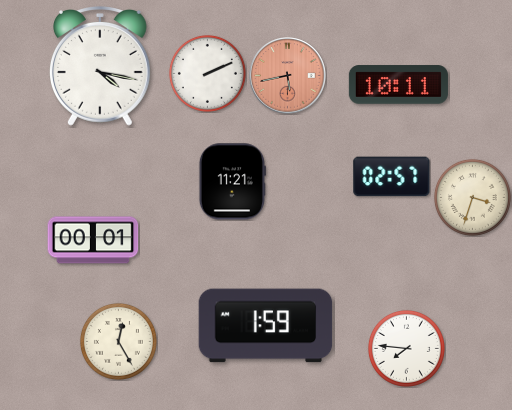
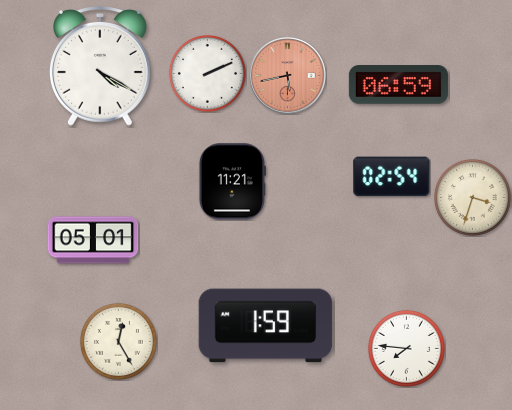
clock at (100, 66): 4:17 -> 4:20
clock at (398, 85): 10:11 -> 06:59
clock at (392, 177): 02:57 -> 02:54
clock at (93, 240): 00:01 -> 05:01
